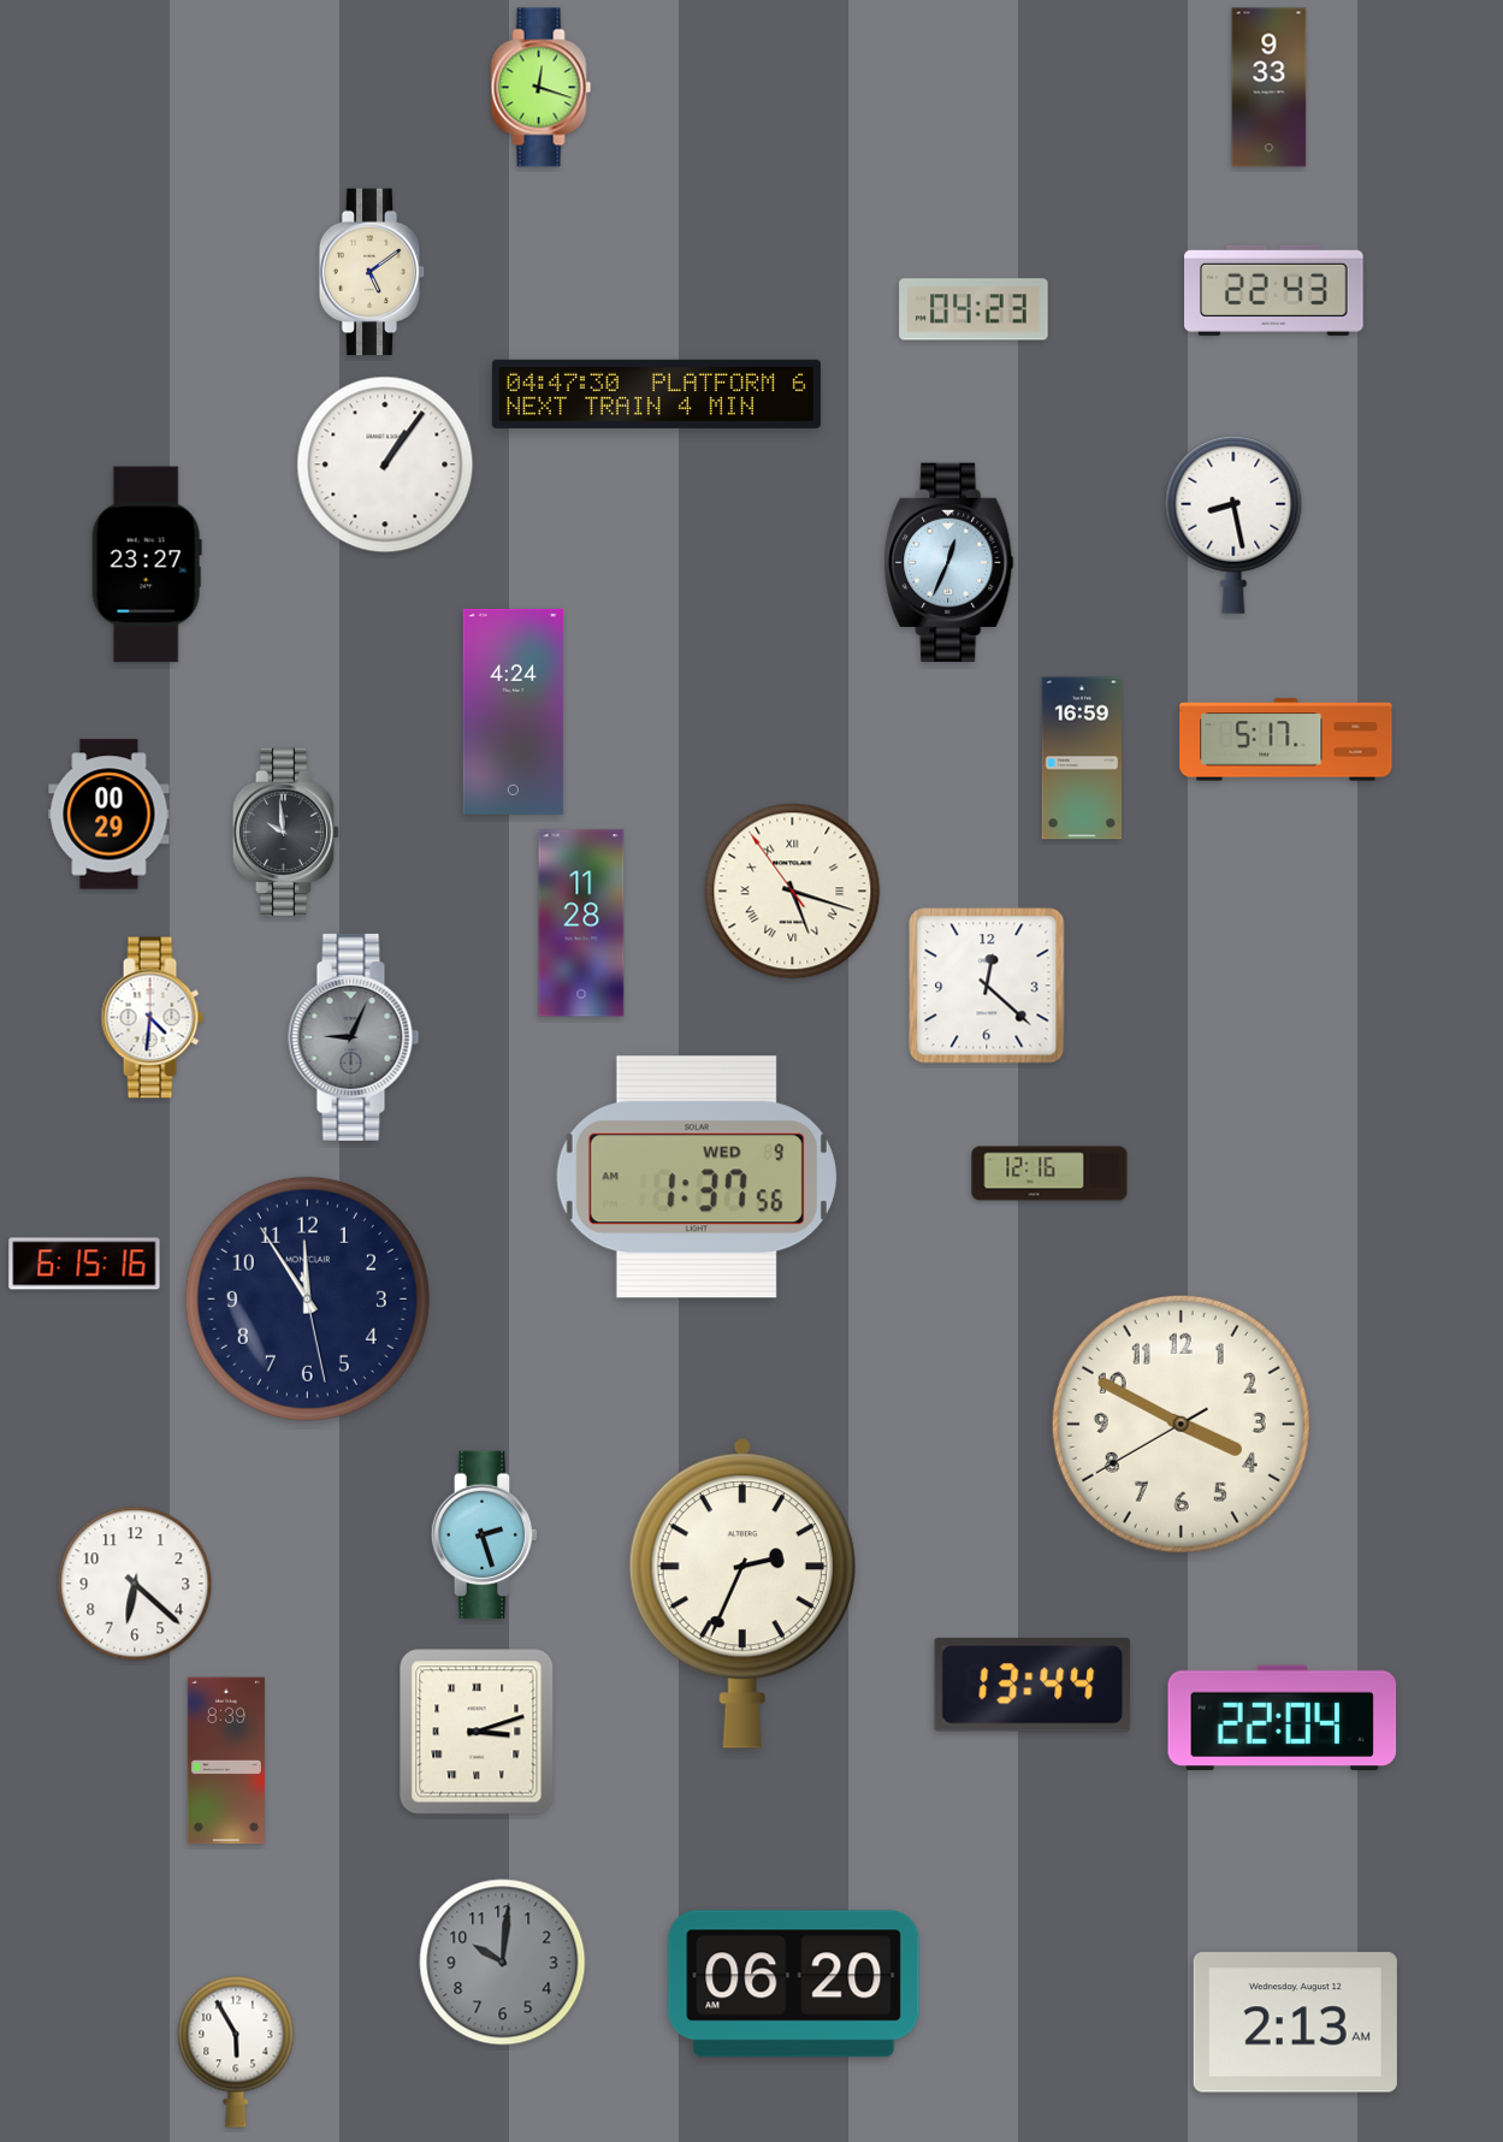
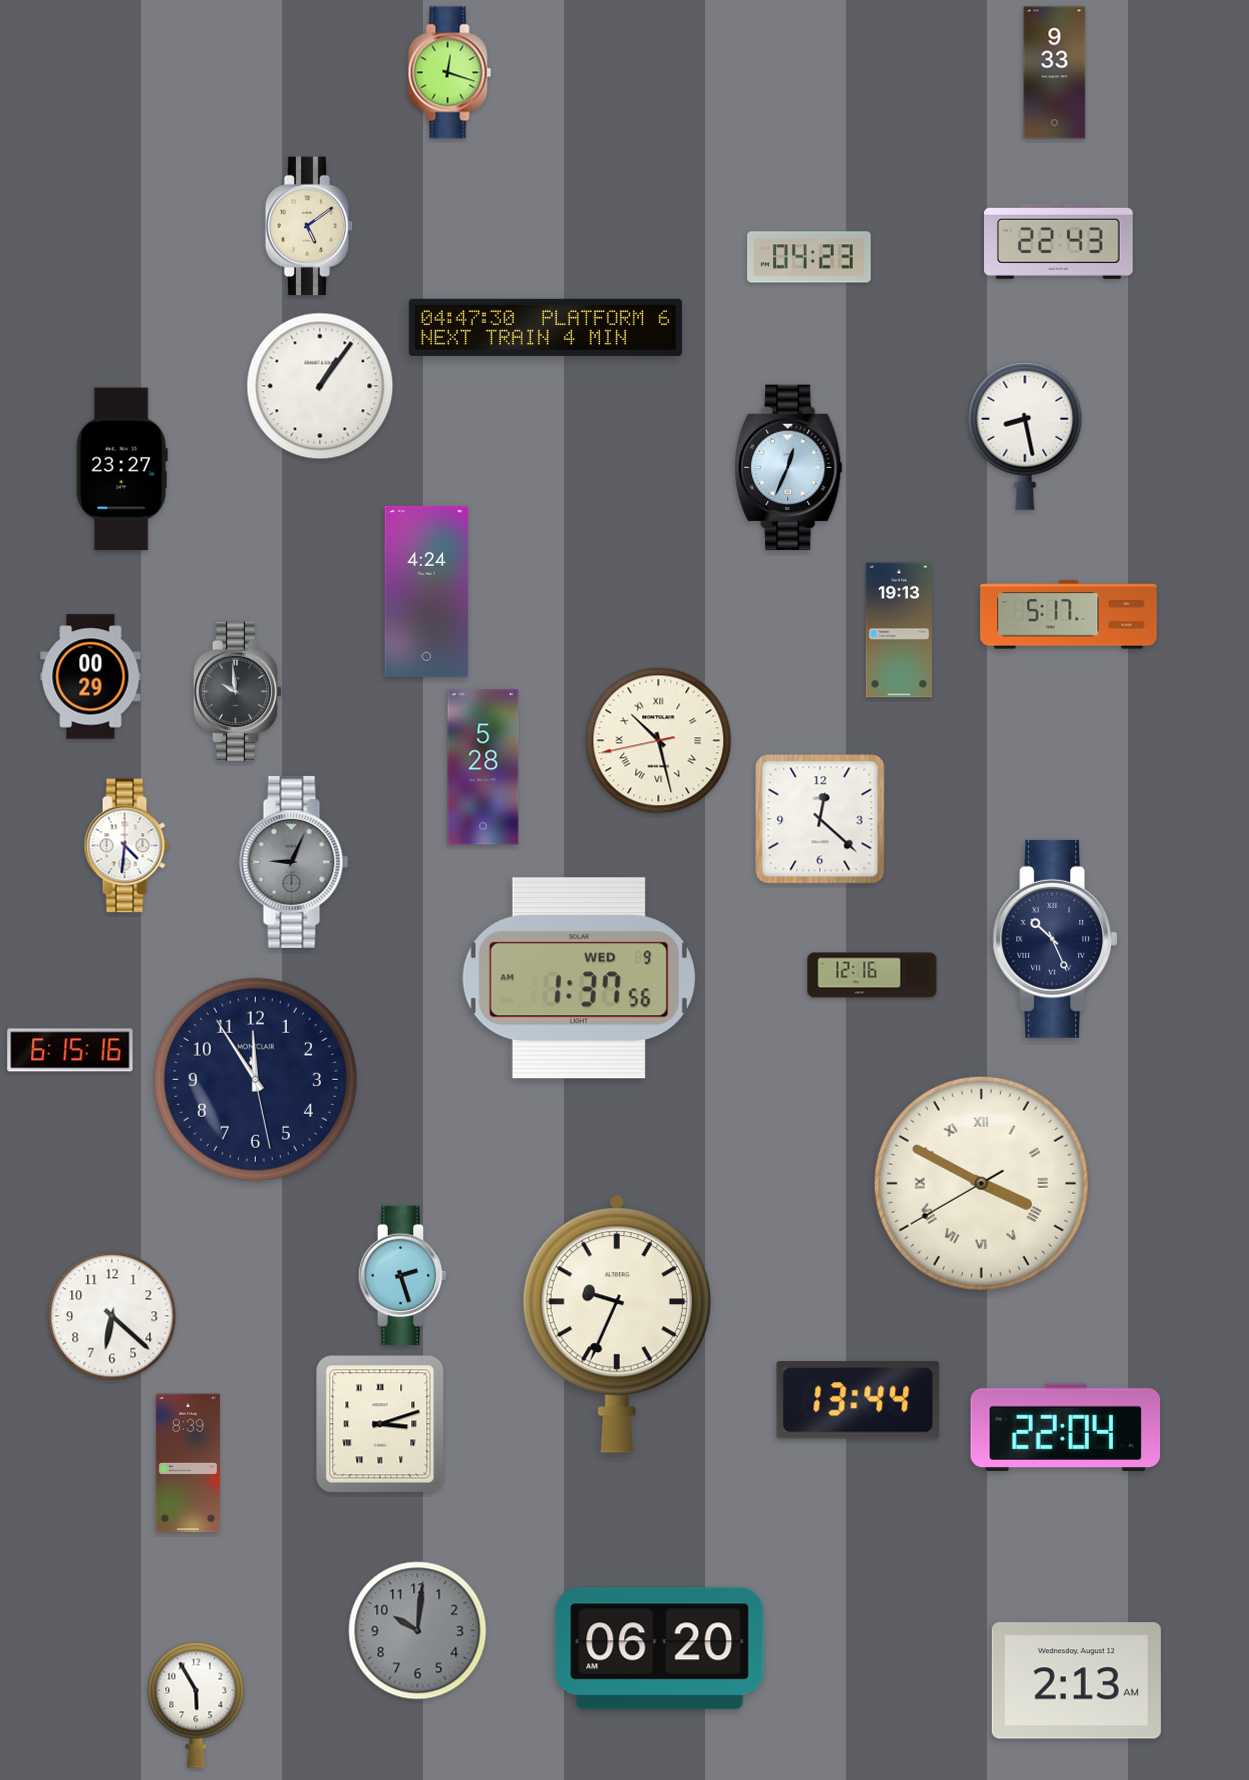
clock at (1081, 758): 16:59 -> 19:13
clock at (793, 892): 5:17 -> 10:27
clock at (581, 923): 11:28 -> 5:28
clock at (1055, 939): none -> 10:26
clock at (1180, 1424) numerals: Arabic -> Roman
clock at (742, 1593): 2:34 -> 9:34
clock at (477, 1732) position: (477, 1732) -> (380, 1424)
